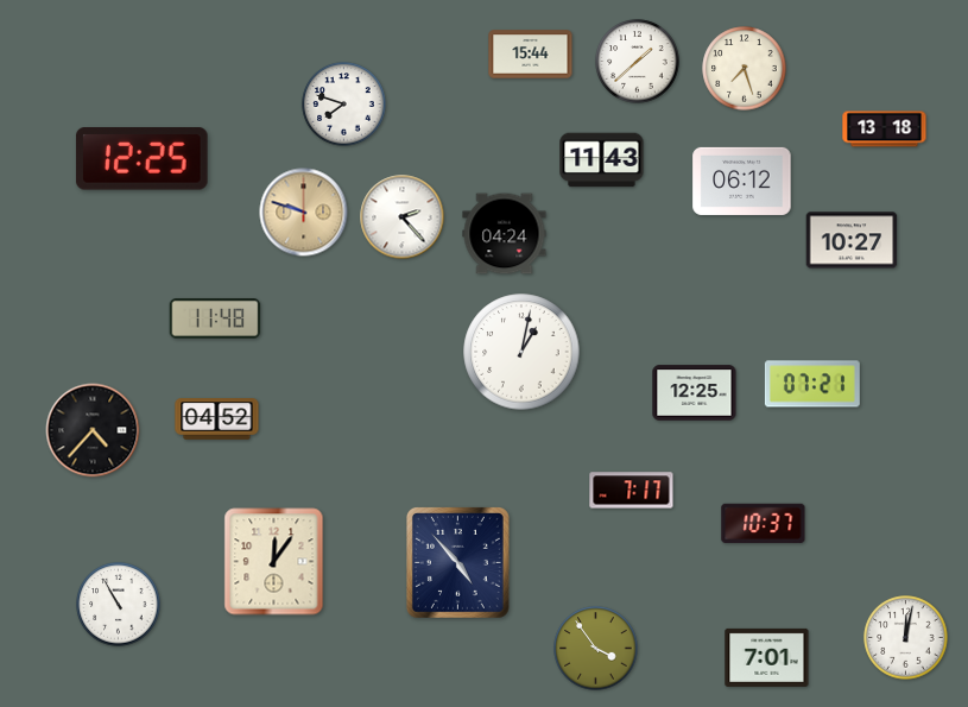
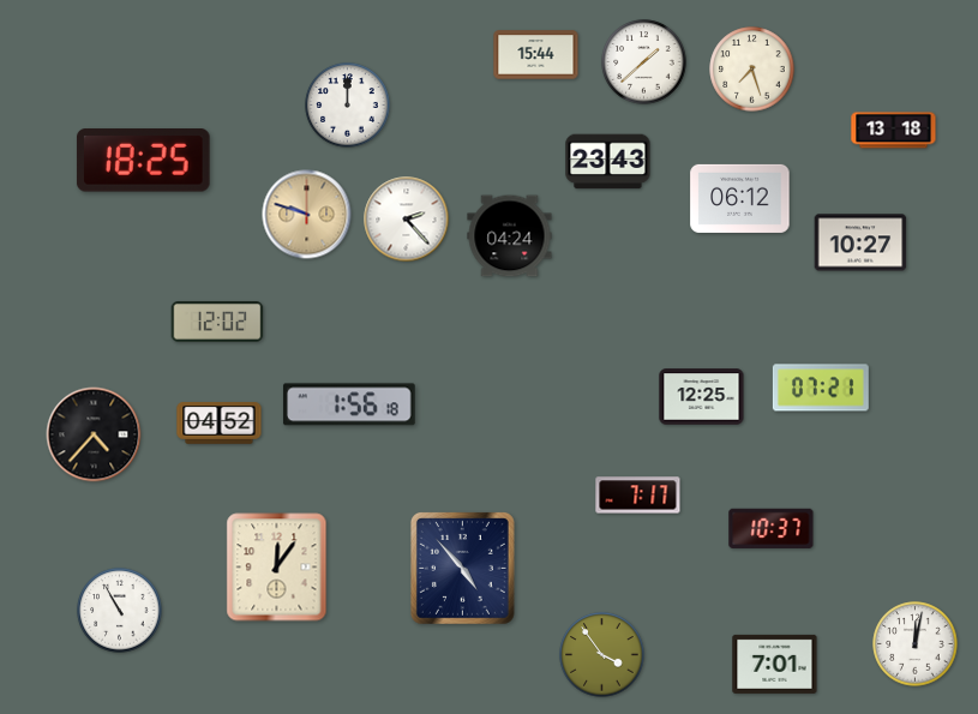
clock at (344, 105): 7:48 -> 12:00
clock at (143, 159): 12:25 -> 18:25
clock at (602, 160): 11:43 -> 23:43
clock at (742, 181) position: (742, 181) -> (740, 198)
clock at (215, 318): 11:48 -> 12:02
clock at (521, 352): 1:02 -> none
clock at (349, 404): none -> 1:56
